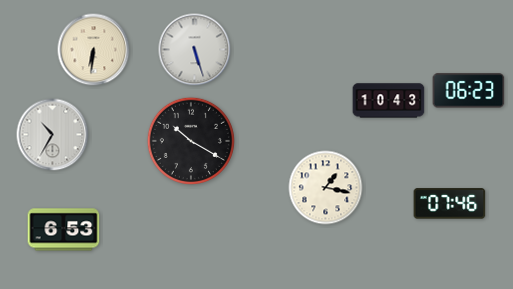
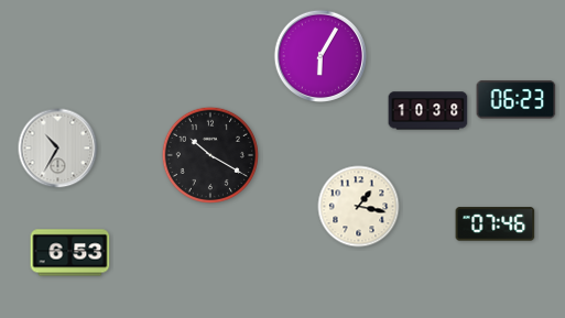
clock at (94, 50): 6:31 -> none
clock at (195, 50): 5:27 -> none
clock at (319, 55): none -> 6:05
clock at (389, 101): 10:43 -> 10:38
